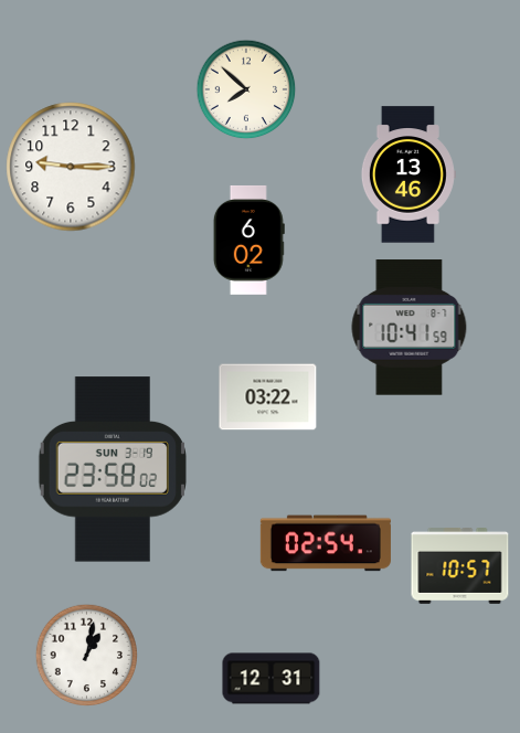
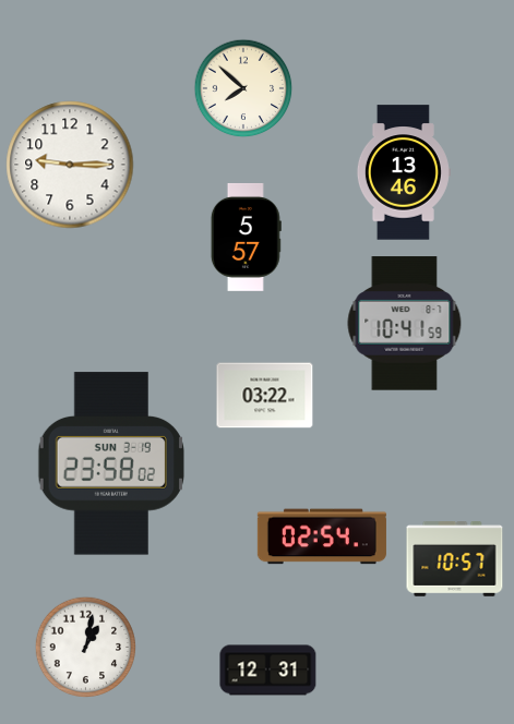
clock at (248, 240): 6:02 -> 5:57
clock at (268, 397) position: (268, 397) -> (265, 396)
